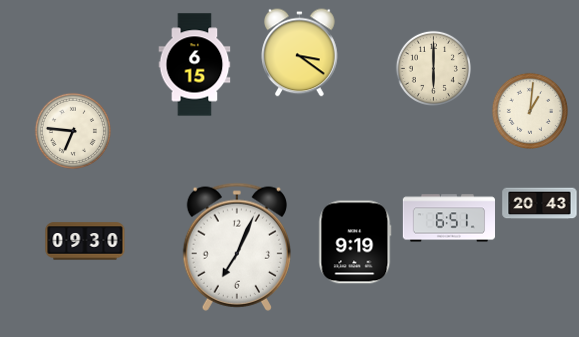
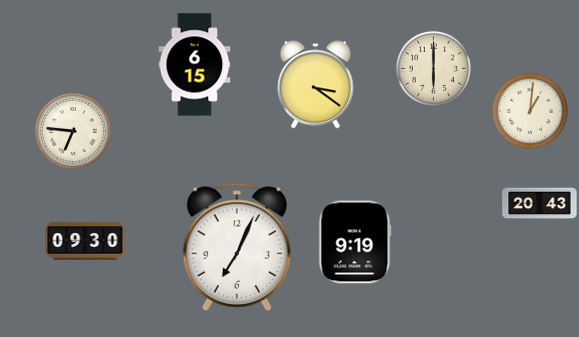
clock at (300, 53) position: (300, 53) -> (316, 85)
clock at (448, 218): 6:51 -> none
